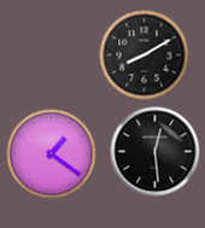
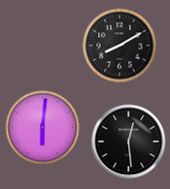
clock at (156, 152) position: (156, 152) -> (129, 142)
clock at (52, 154): 1:21 -> 6:01
